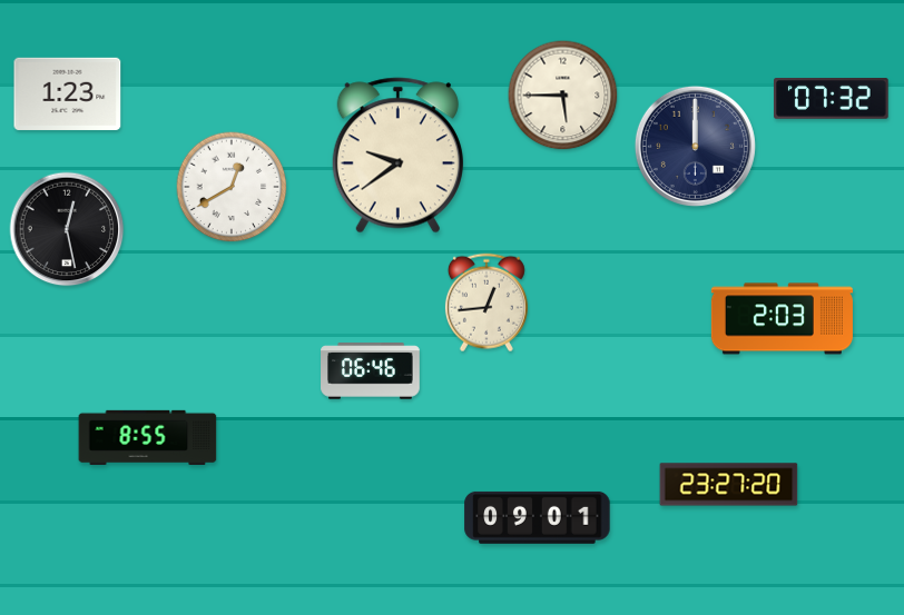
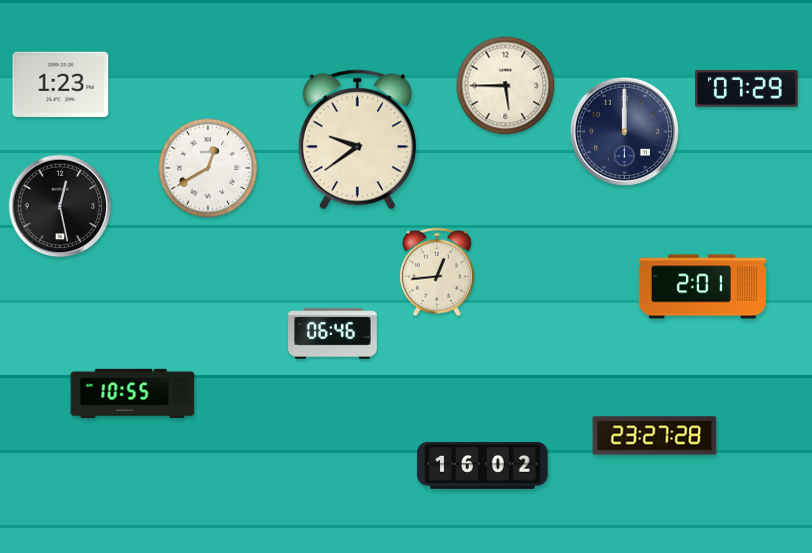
clock at (832, 99): 07:32 -> 07:29
clock at (782, 319): 2:03 -> 2:01
clock at (148, 437): 8:55 -> 10:55
clock at (729, 485): 23:27:20 -> 23:27:28
clock at (538, 517): 09:01 -> 16:02
